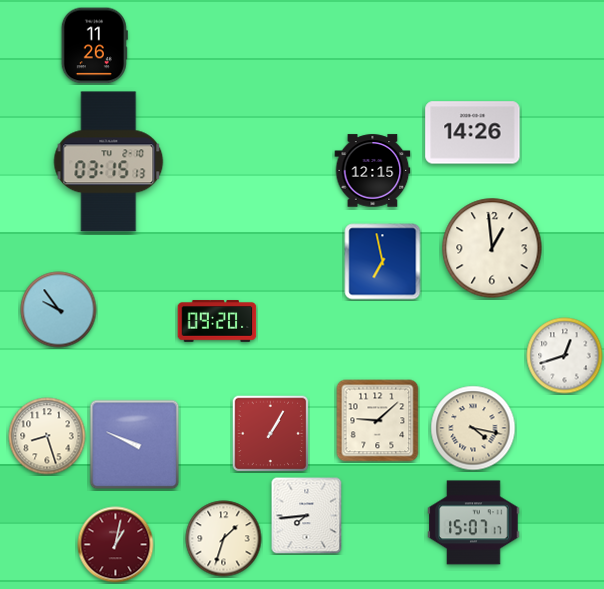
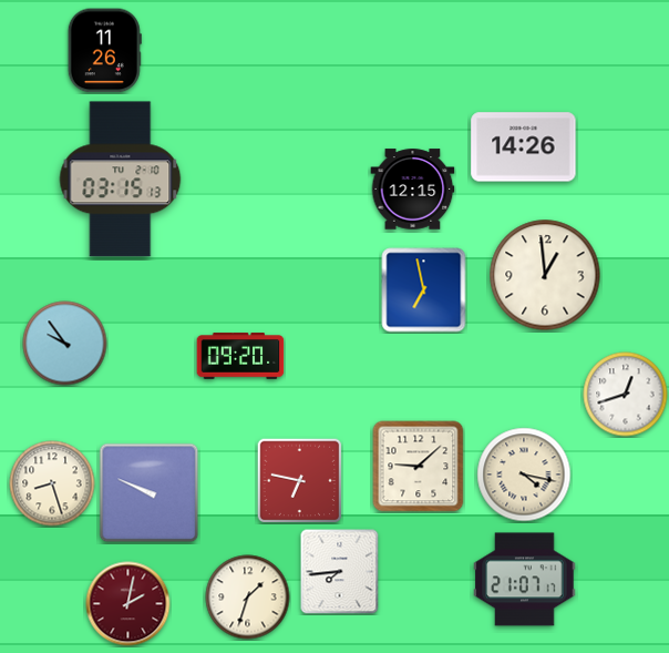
clock at (270, 433): 1:05 -> 6:47
clock at (474, 523): 15:07 -> 21:07
clock at (116, 545): 1:02 -> 2:02
